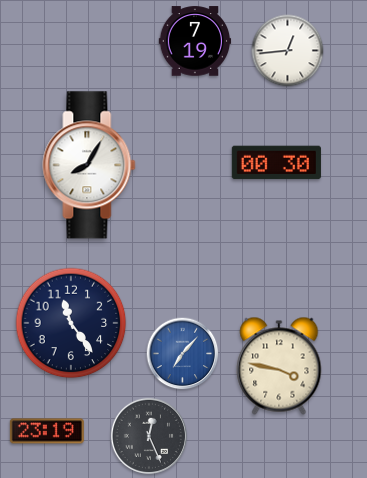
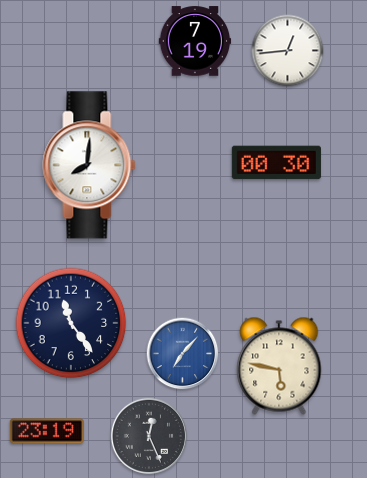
clock at (89, 165): 8:05 -> 8:01
clock at (279, 366): 3:47 -> 5:47
